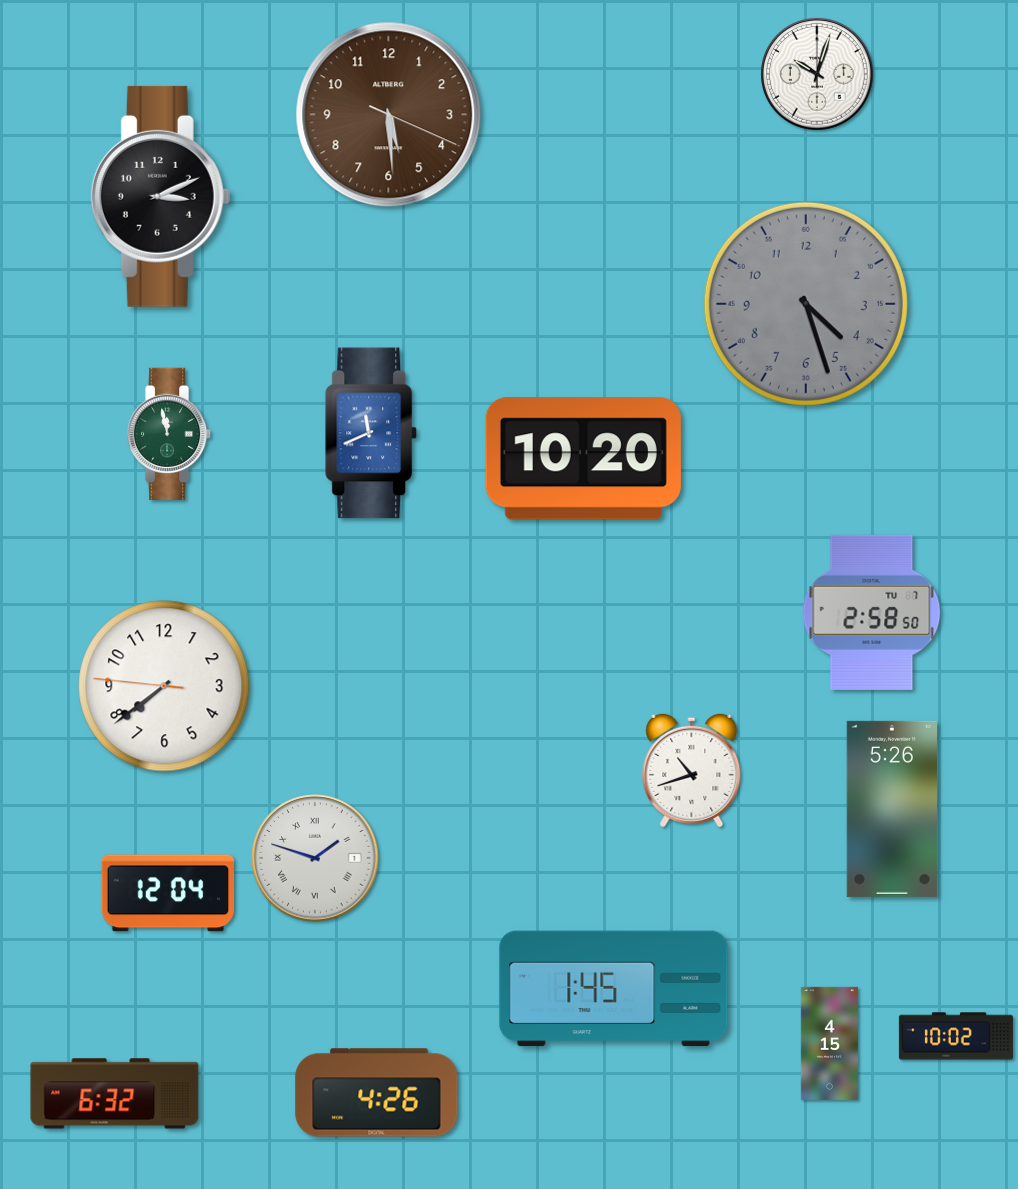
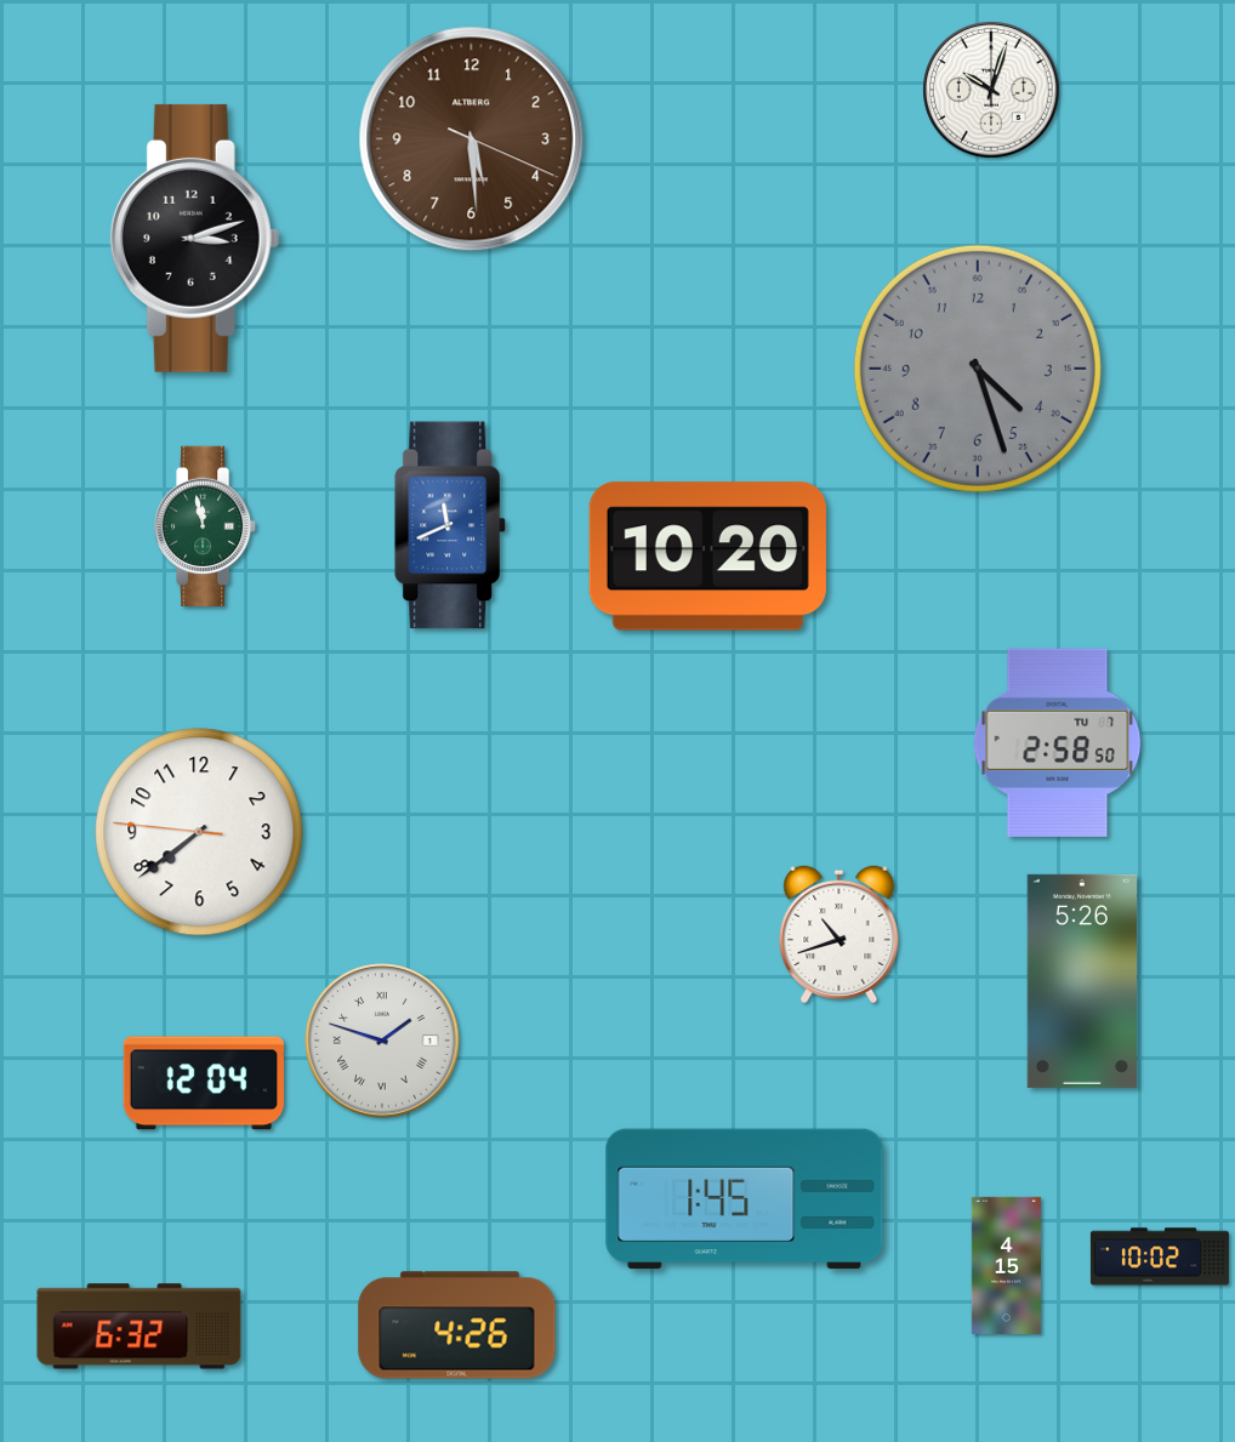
clock at (161, 196): 3:11 -> 3:12
